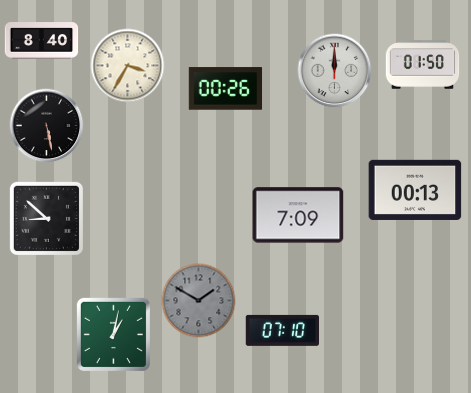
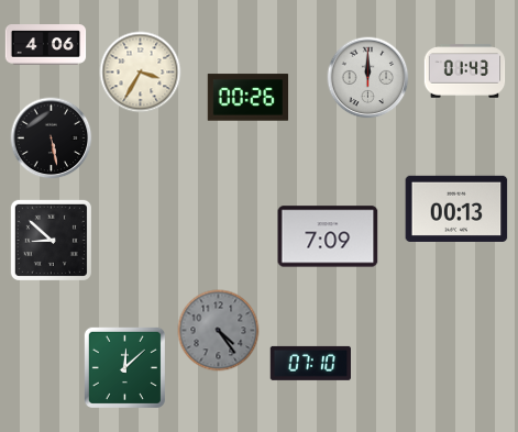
clock at (42, 41): 8:40 -> 4:06
clock at (423, 65): 01:50 -> 01:43
clock at (199, 301): 1:50 -> 4:24
clock at (113, 334): 1:02 -> 12:08
